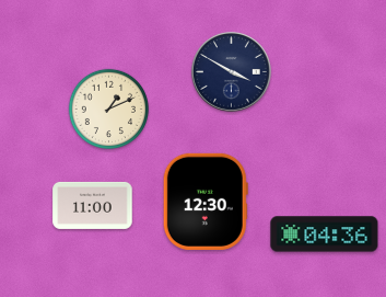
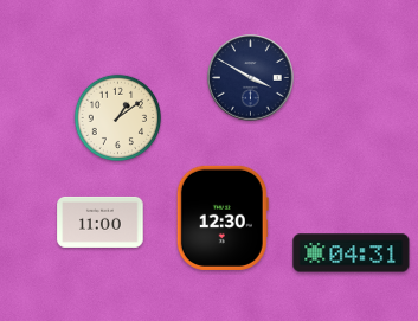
clock at (108, 108): 1:11 -> 1:09
clock at (325, 235): 04:36 -> 04:31
